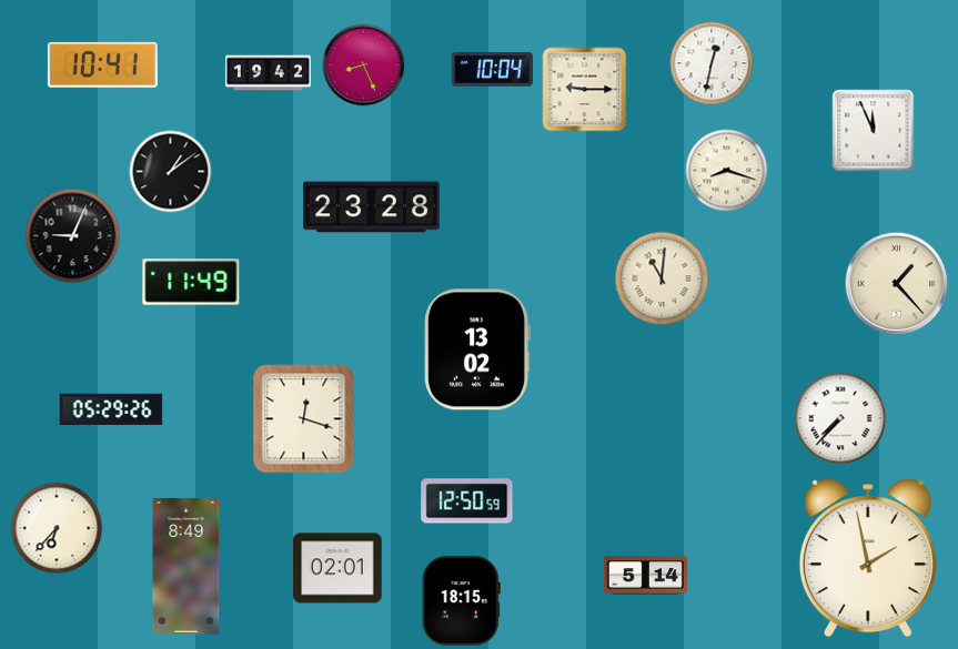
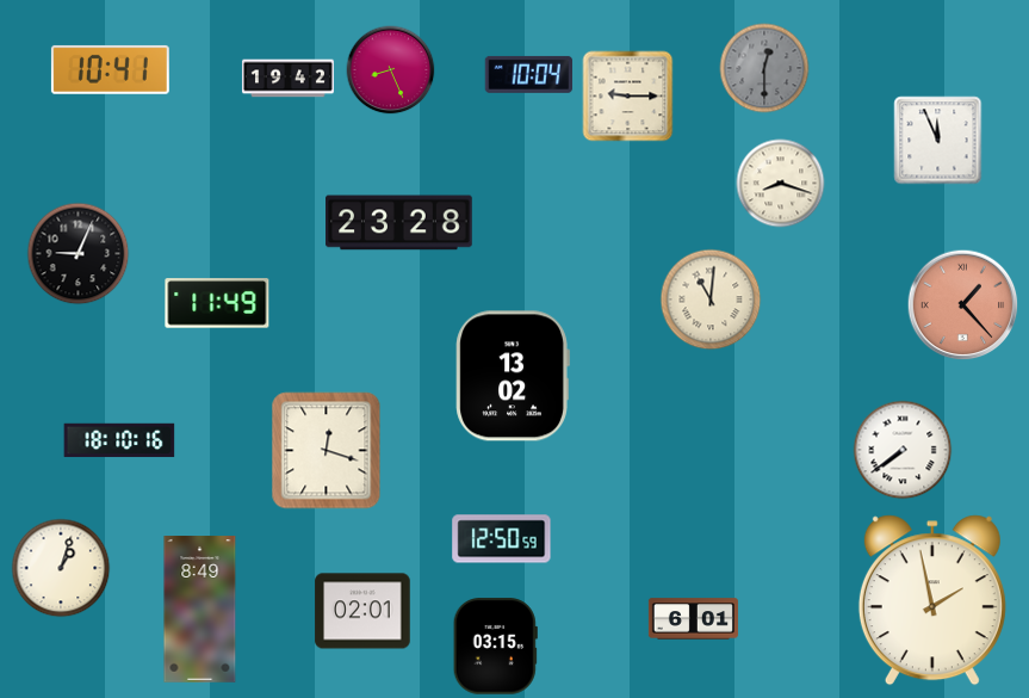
clock at (712, 63): 12:32 -> 12:30
clock at (712, 63) dial: white -> grey
clock at (171, 172): 1:09 -> none
clock at (191, 282) position: (191, 282) -> (217, 303)
clock at (897, 284) dial: cream -> salmon
clock at (111, 409): 05:29 -> 18:10
clock at (840, 418): 7:37 -> 7:39
clock at (57, 528): 6:37 -> 1:03
clock at (645, 576): 5:14 -> 6:01
clock at (461, 601): 18:15 -> 03:15
